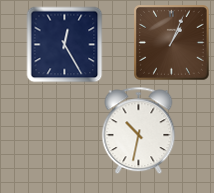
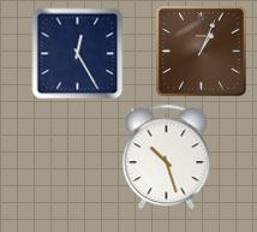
clock at (172, 43) position: (172, 43) -> (202, 52)
clock at (139, 131): 10:32 -> 10:27
